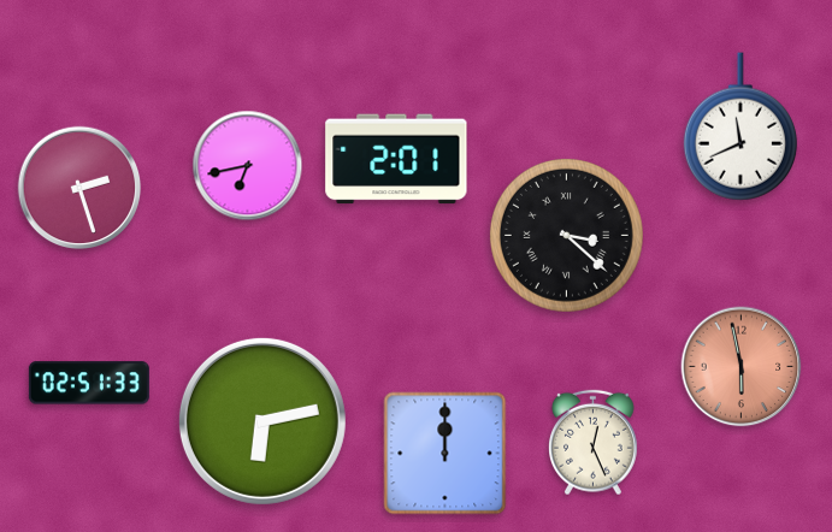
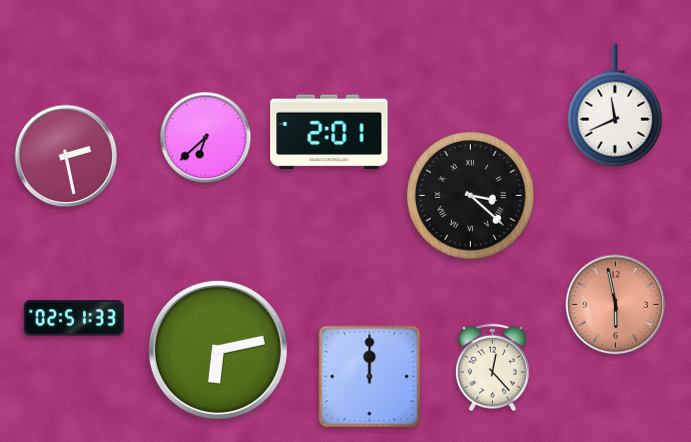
clock at (248, 166): 6:43 -> 6:38
clock at (79, 188): 2:27 -> 2:28
clock at (594, 443): 12:26 -> 12:23
